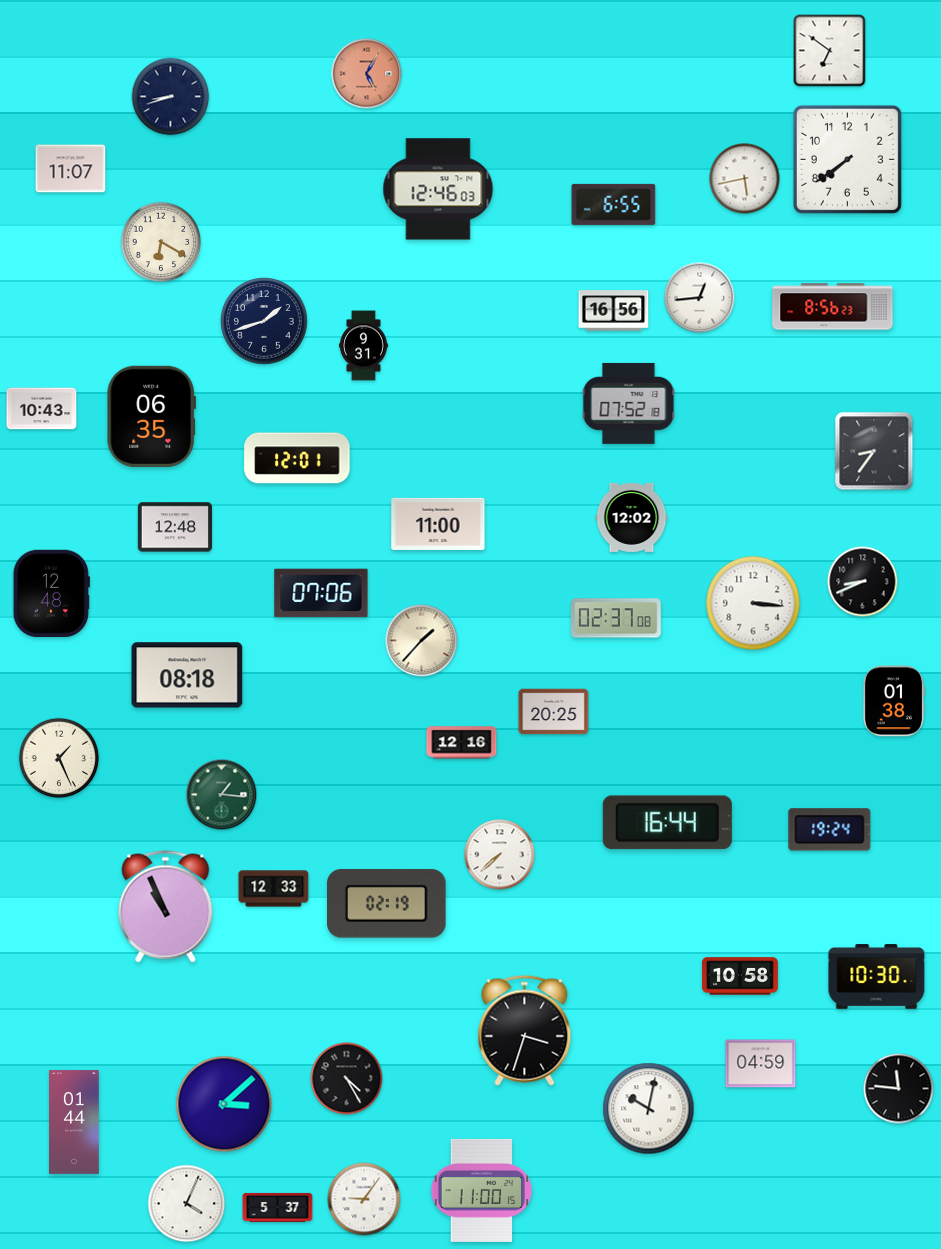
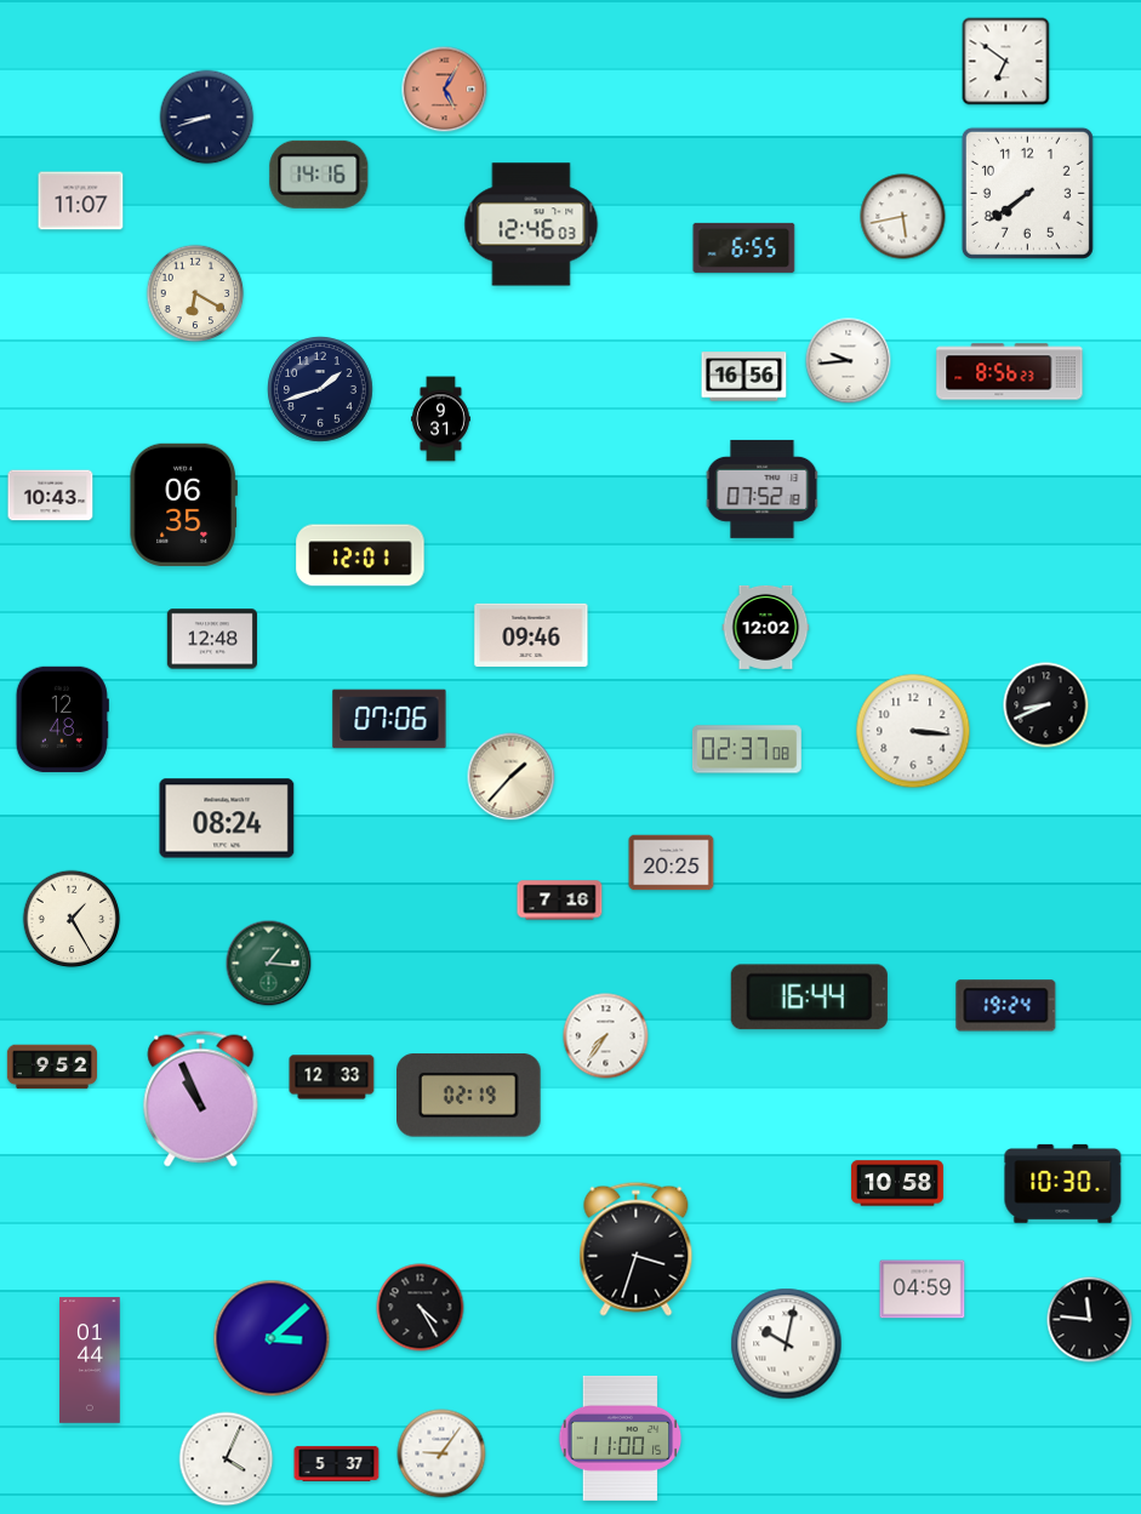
clock at (319, 175): none -> 14:16
clock at (71, 169) position: (71, 169) -> (81, 201)
clock at (438, 189) position: (438, 189) -> (531, 224)
clock at (700, 298): 12:44 -> 9:44
clock at (874, 451): 8:36 -> none
clock at (438, 524): 11:00 -> 09:46
clock at (187, 675): 08:18 -> 08:24
clock at (893, 701): 01:38 -> none
clock at (462, 743): 12:16 -> 7:16
clock at (59, 758): 1:26 -> 1:25
clock at (500, 855): 7:38 -> 7:36
clock at (51, 1067): none -> 9:52
clock at (482, 1190) position: (482, 1190) -> (621, 1438)
